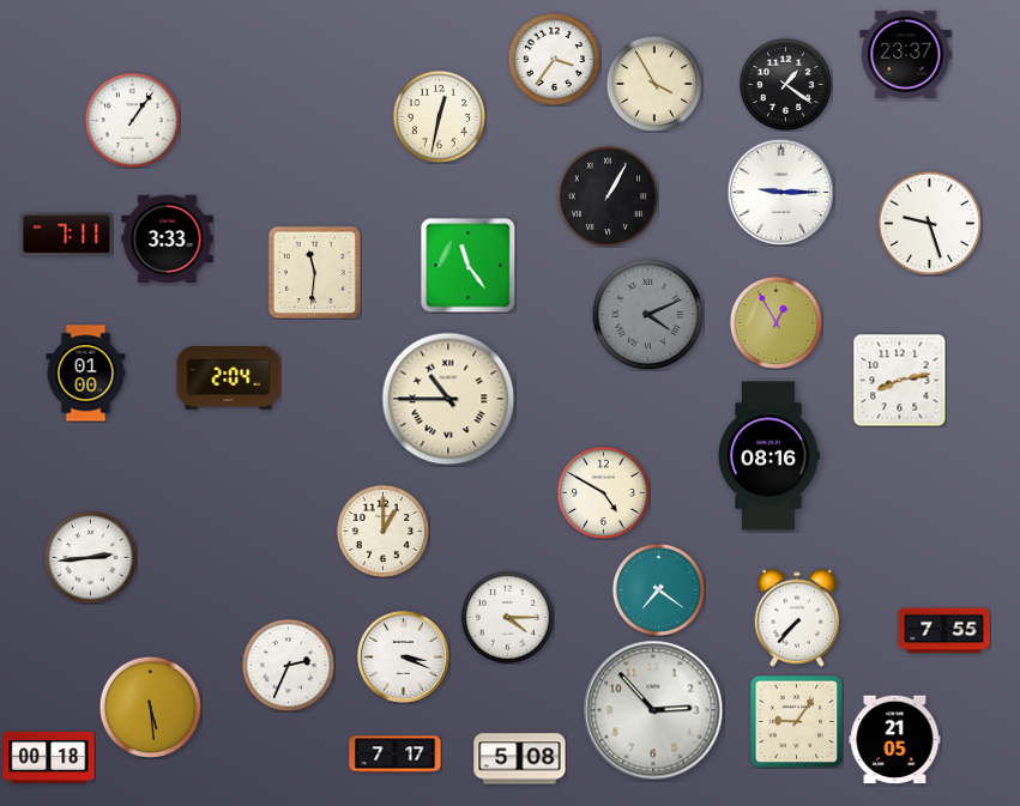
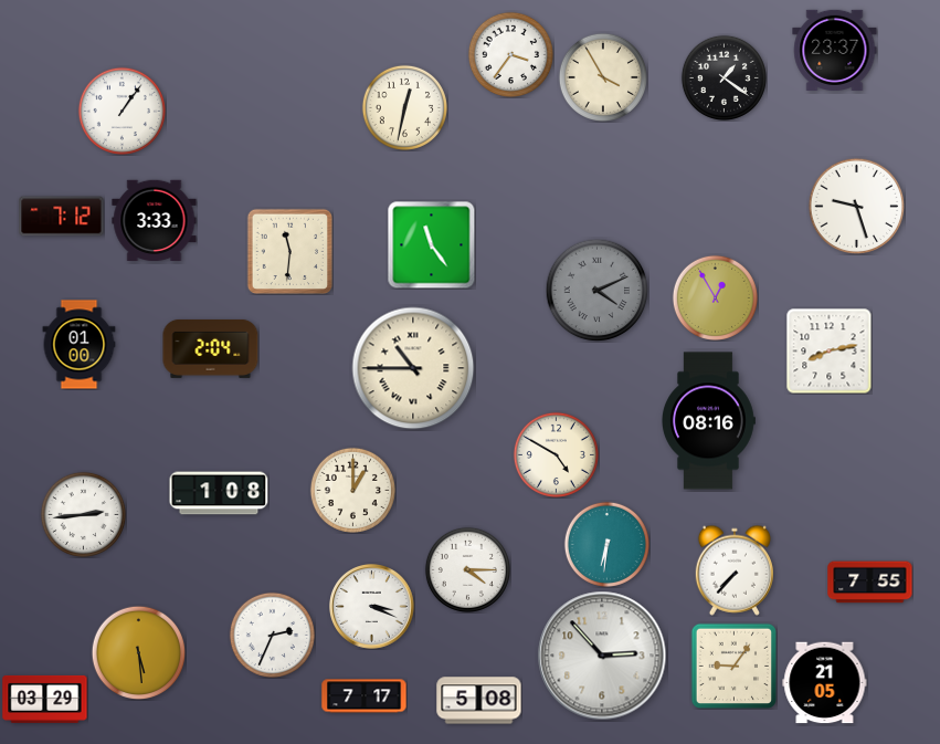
clock at (780, 192): 9:15 -> none
clock at (606, 195): 1:05 -> none
clock at (67, 235): 7:11 -> 7:12
clock at (219, 493): none -> 1:08
clock at (658, 589): 7:21 -> 6:31
clock at (288, 665) position: (288, 665) -> (272, 635)
clock at (49, 757): 00:18 -> 03:29
